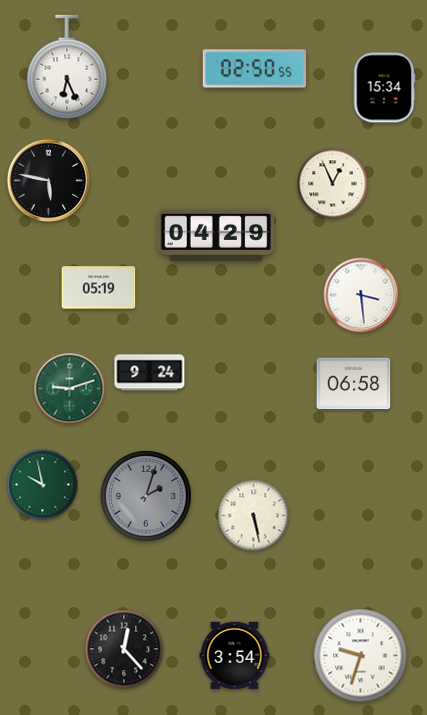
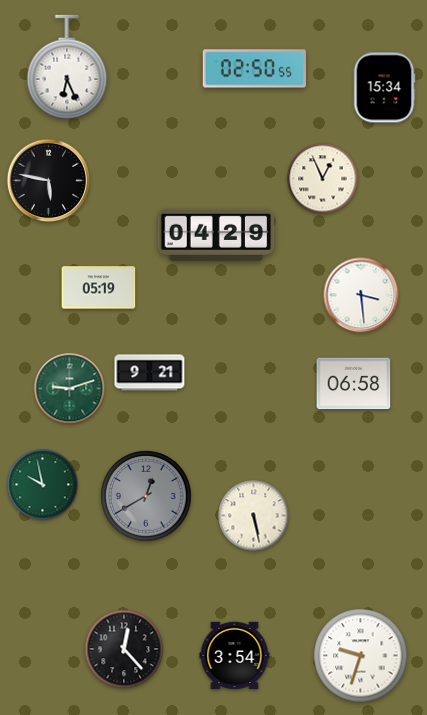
clock at (333, 184) position: (333, 184) -> (323, 179)
clock at (150, 373): 9:24 -> 9:21
clock at (146, 496): 2:03 -> 12:40
